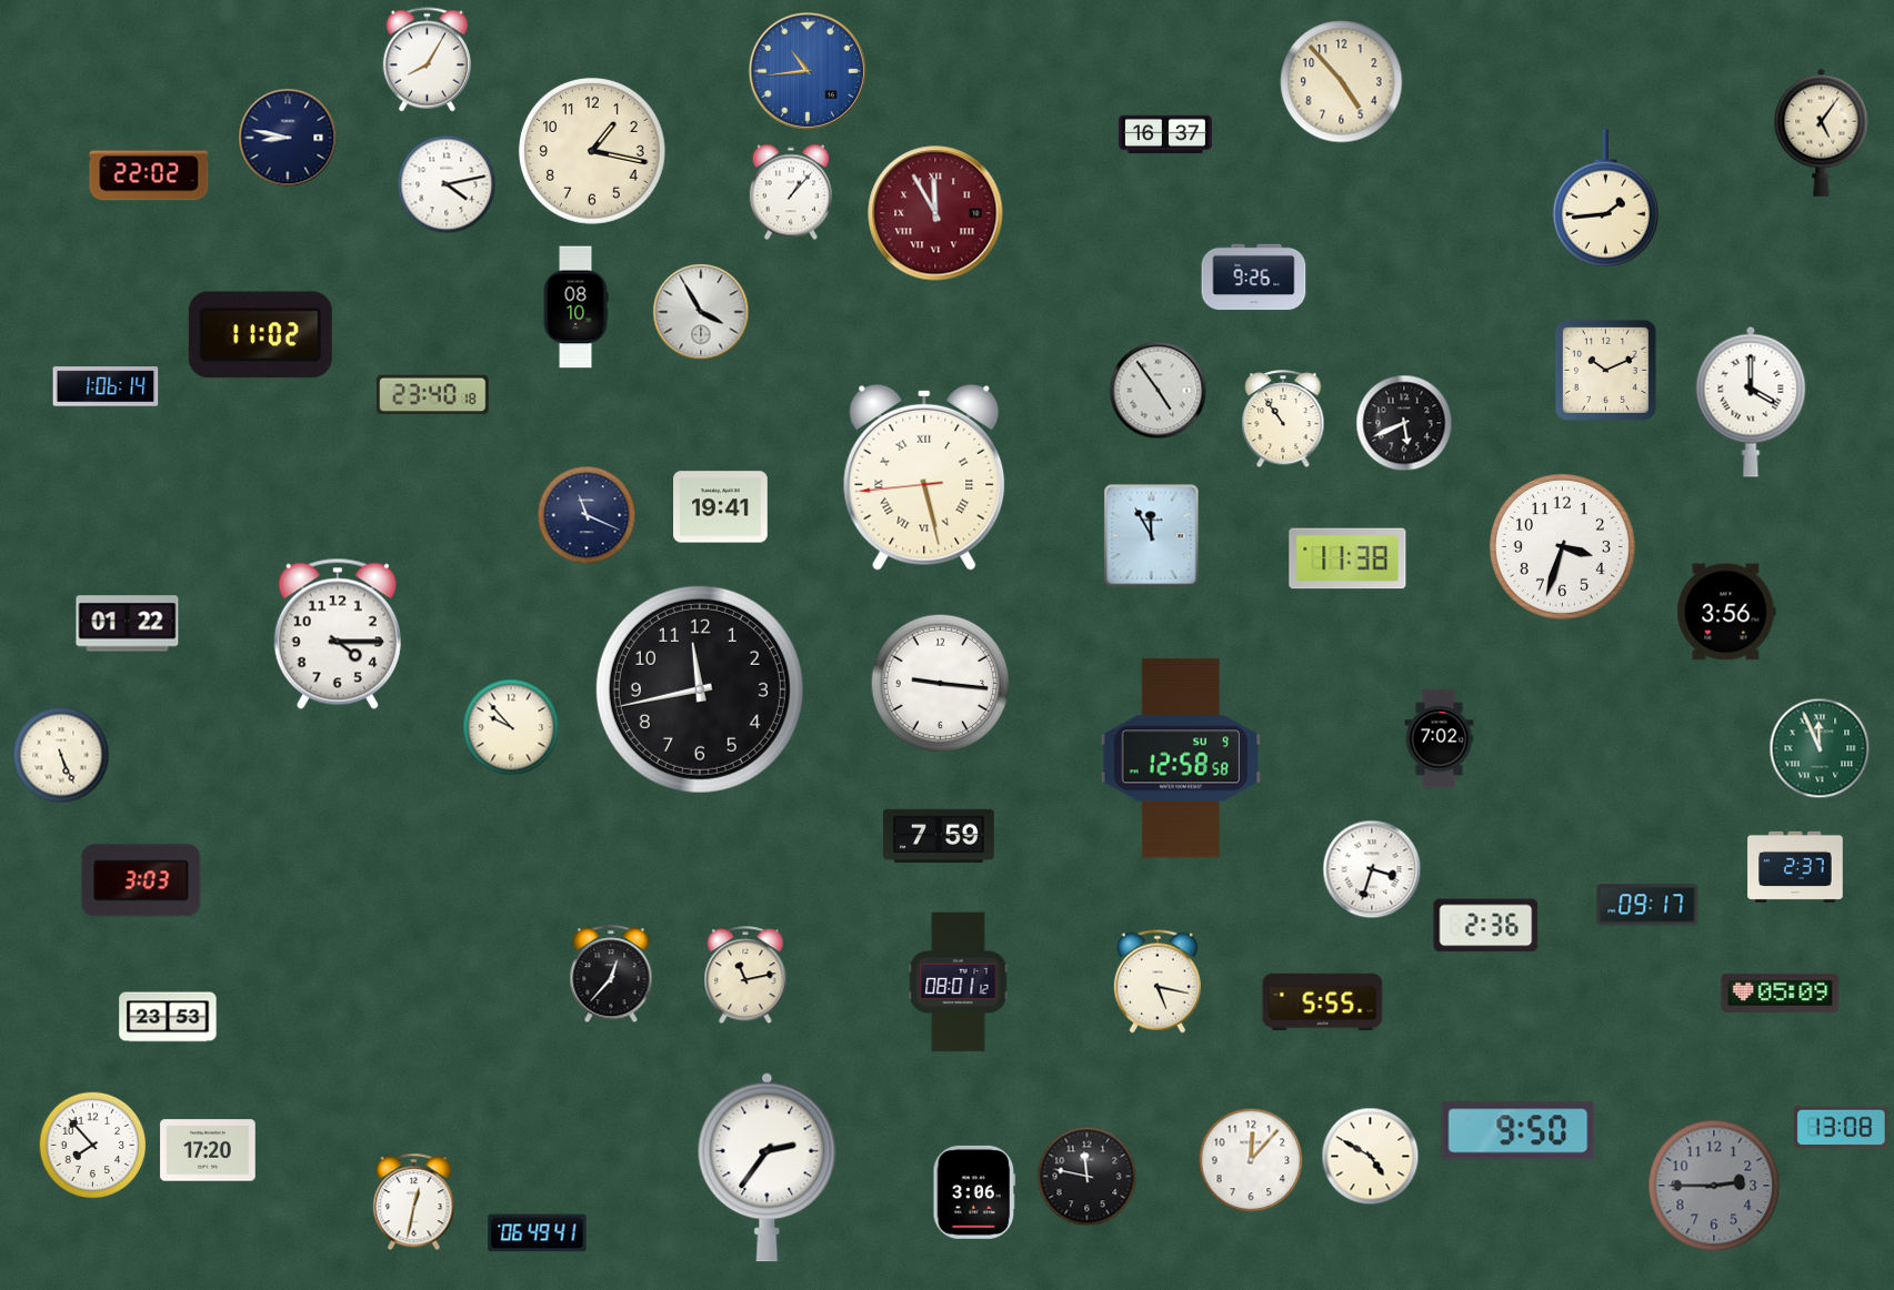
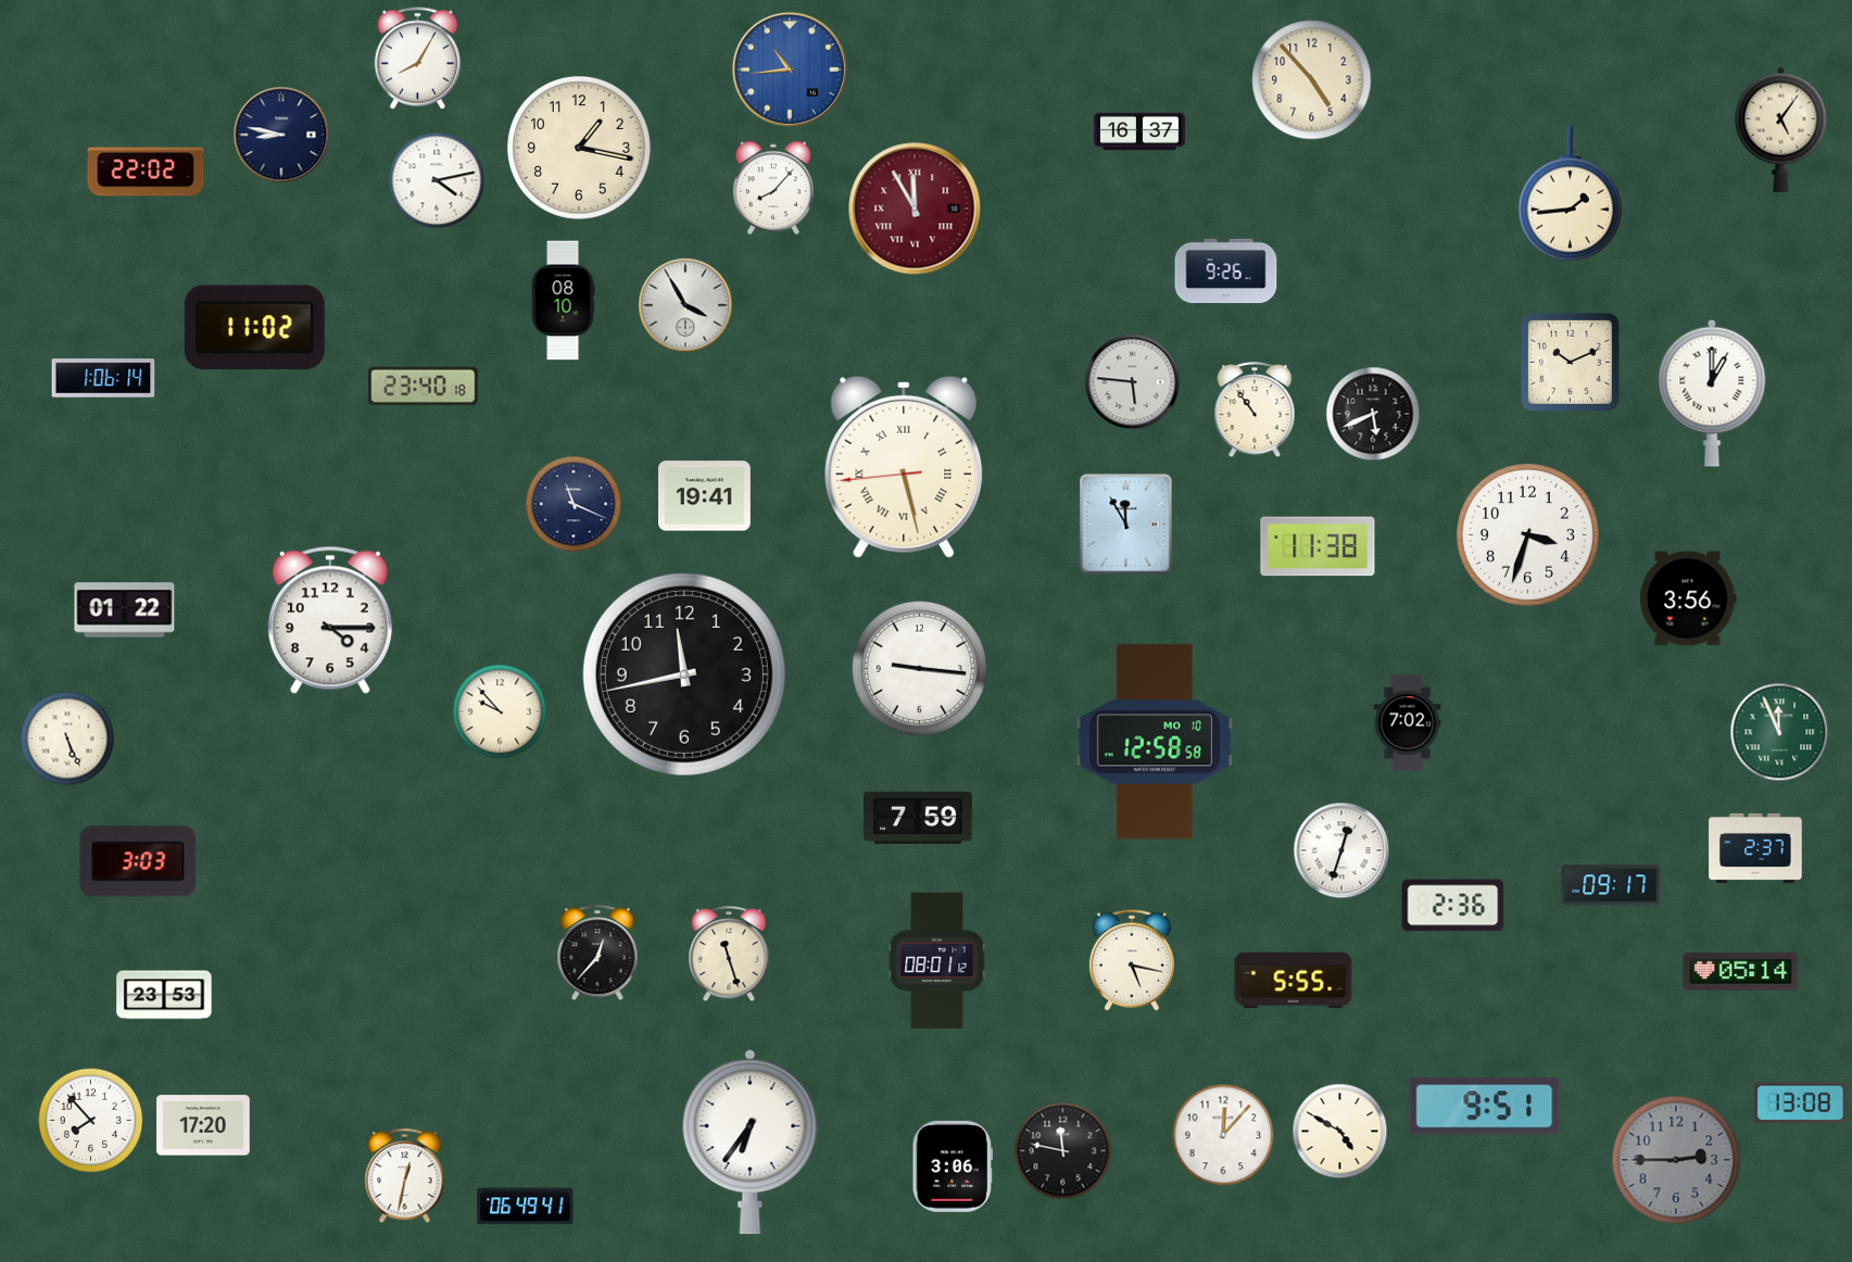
clock at (791, 192): 1:07 -> 8:07
clock at (1159, 391): 4:54 -> 5:46
clock at (1751, 402): 4:00 -> 1:00
clock at (61, 755) position: (61, 755) -> (67, 739)
clock at (1181, 758) date: SU 9 -> MO 10
clock at (1372, 869): 3:33 -> 12:33
clock at (745, 976): 11:13 -> 11:27
clock at (1781, 992): 05:09 -> 05:14
clock at (1519, 1131): 9:50 -> 9:51
clock at (768, 1168): 2:36 -> 6:36
